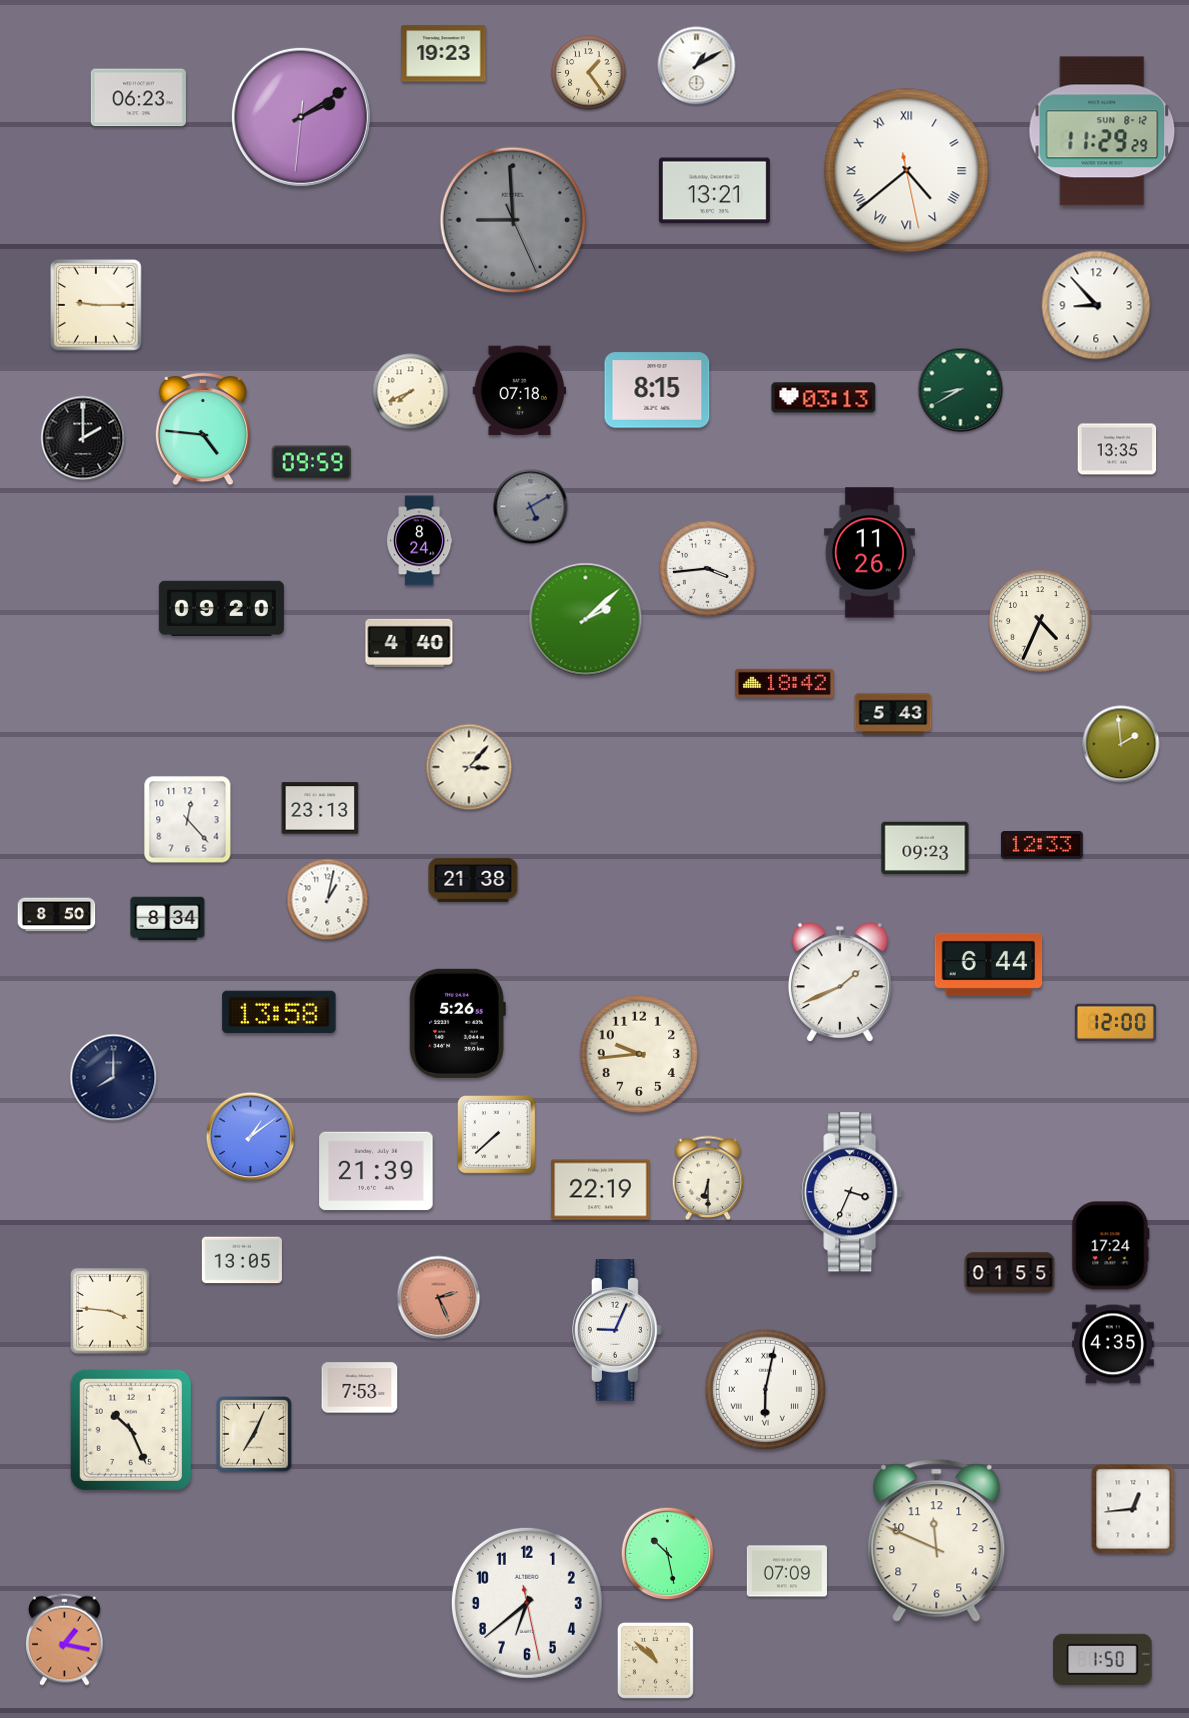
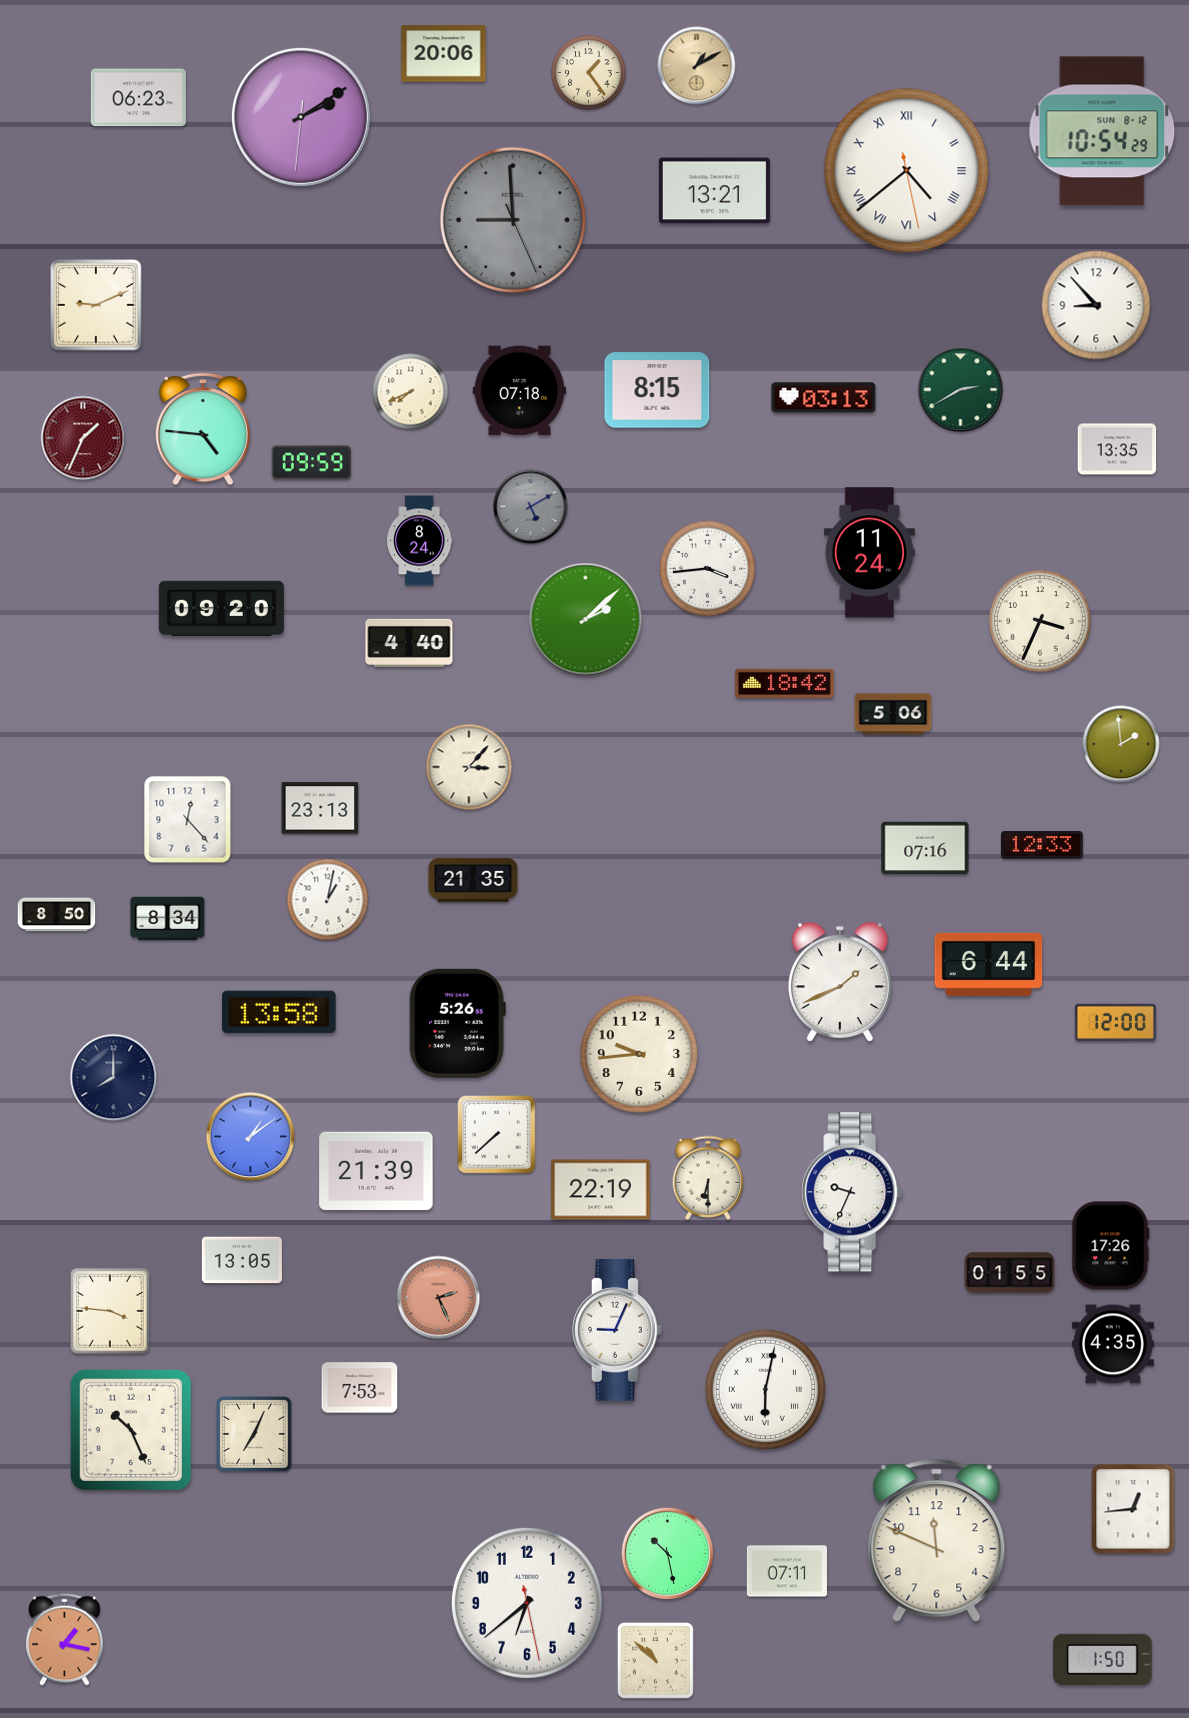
clock at (444, 54): 19:23 -> 20:06
clock at (697, 66) dial: white -> champagne
clock at (1102, 131): 11:29 -> 10:54
clock at (96, 305): 9:15 -> 9:11
clock at (961, 390): 8:40 -> 2:40
clock at (83, 438): 2:00 -> 1:34
clock at (83, 438) dial: black -> burgundy
clock at (869, 553): 11:26 -> 11:24
clock at (1040, 621): 4:34 -> 3:34
clock at (893, 714): 5:43 -> 5:06
clock at (925, 848): 09:23 -> 07:16
clock at (473, 880): 21:38 -> 21:35
clock at (852, 1192): 3:34 -> 9:34
clock at (1111, 1246): 17:24 -> 17:26
clock at (787, 1571): 07:09 -> 07:11
